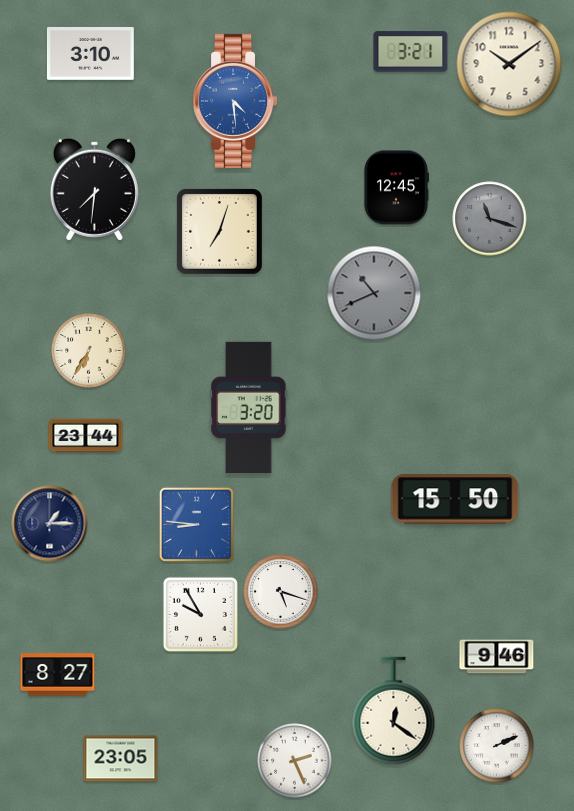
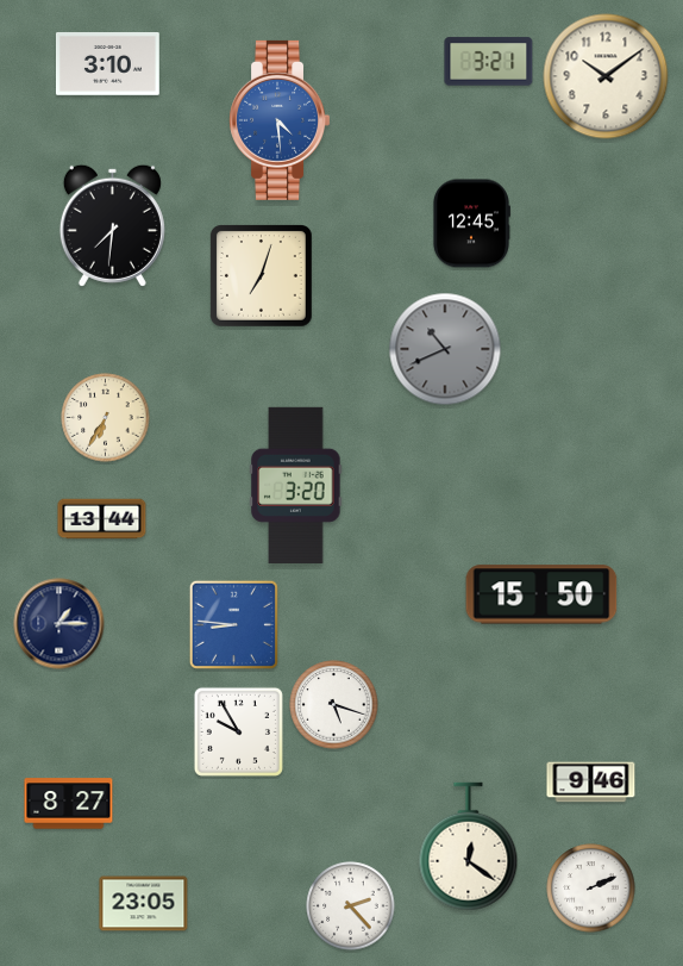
clock at (490, 219): 11:18 -> none
clock at (86, 436): 23:44 -> 13:44
clock at (295, 761): 2:26 -> 2:23
